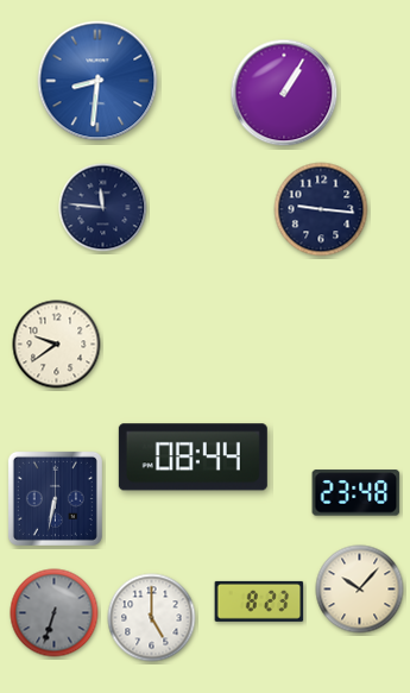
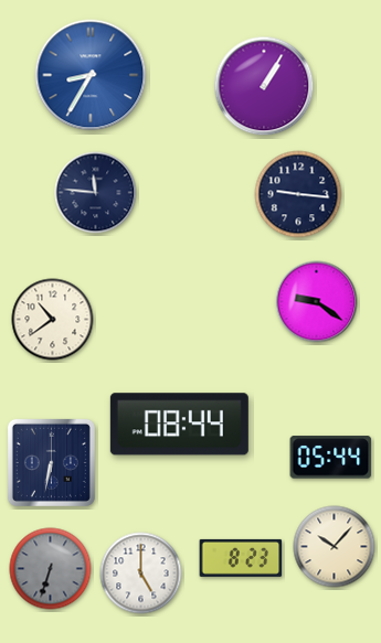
clock at (97, 81): 8:31 -> 8:35
clock at (317, 302): none -> 9:21
clock at (57, 345): 9:39 -> 10:39
clock at (357, 493): 23:48 -> 05:44
